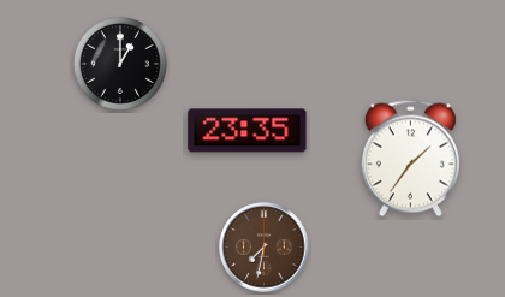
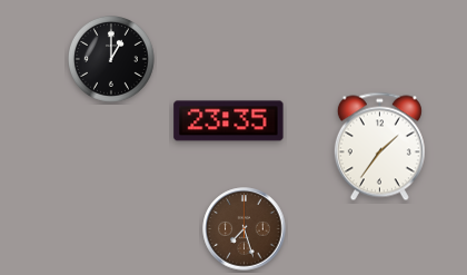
clock at (265, 248): 7:32 -> 7:27
